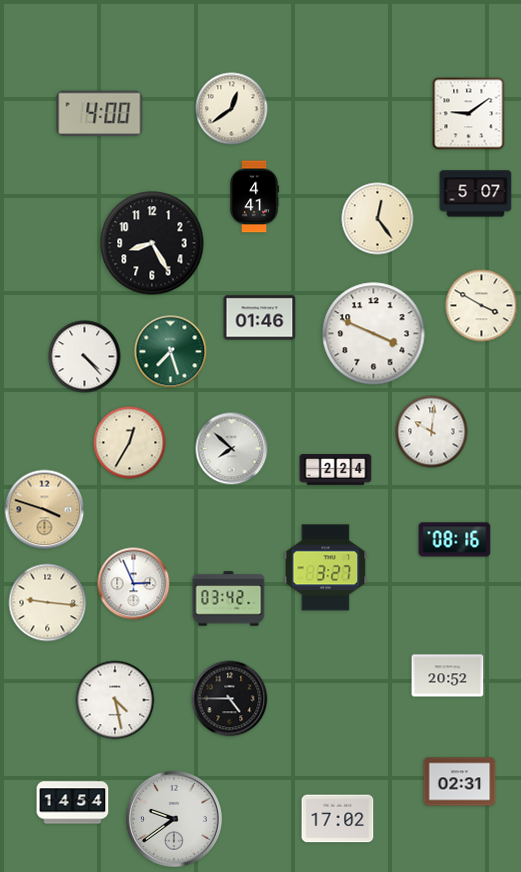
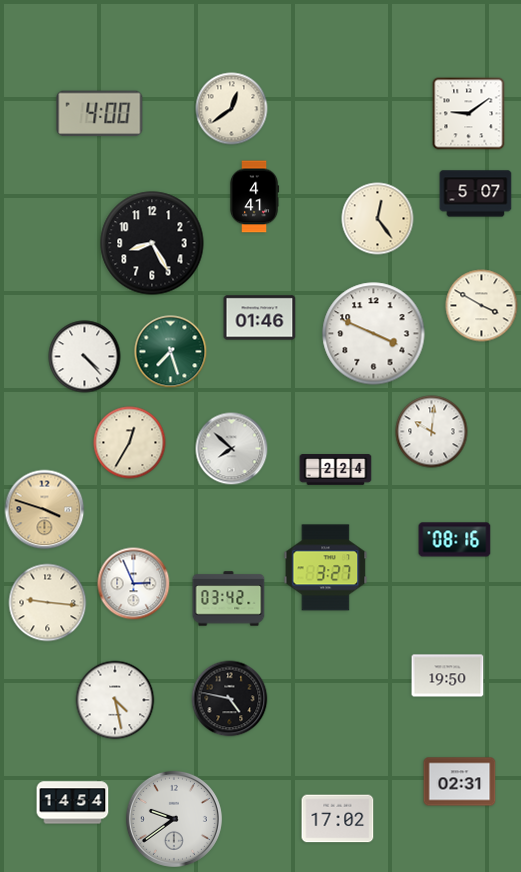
clock at (448, 676): 20:52 -> 19:50
clock at (230, 699): 4:45 -> 4:47
